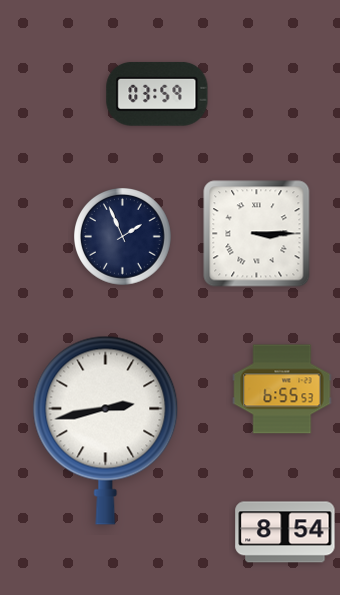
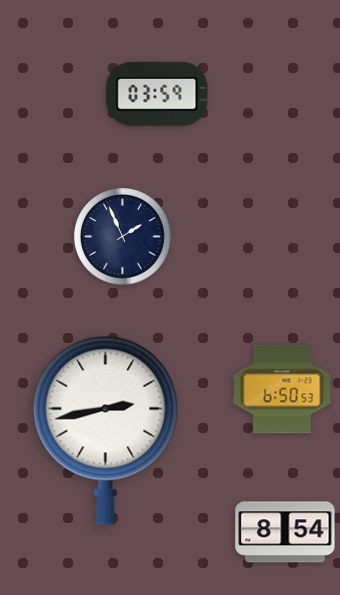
clock at (257, 234): 3:15 -> none
clock at (282, 389): 6:55 -> 6:50
